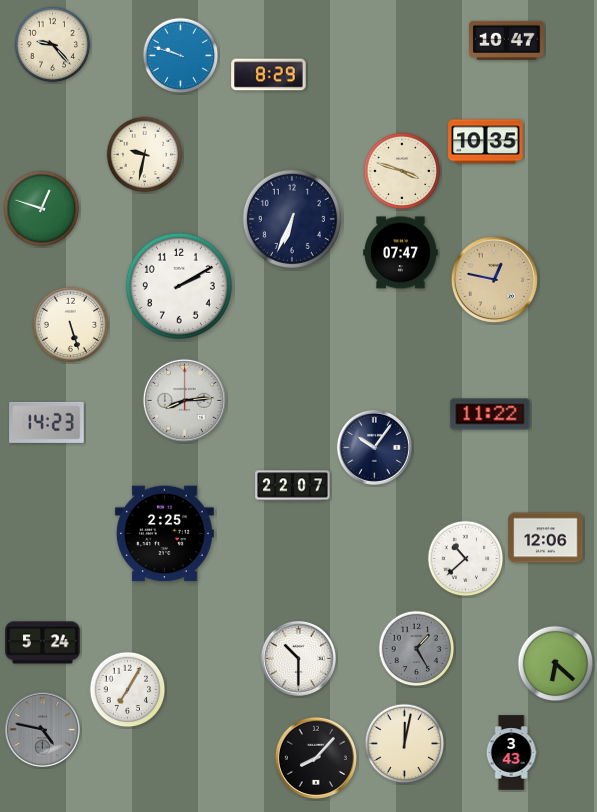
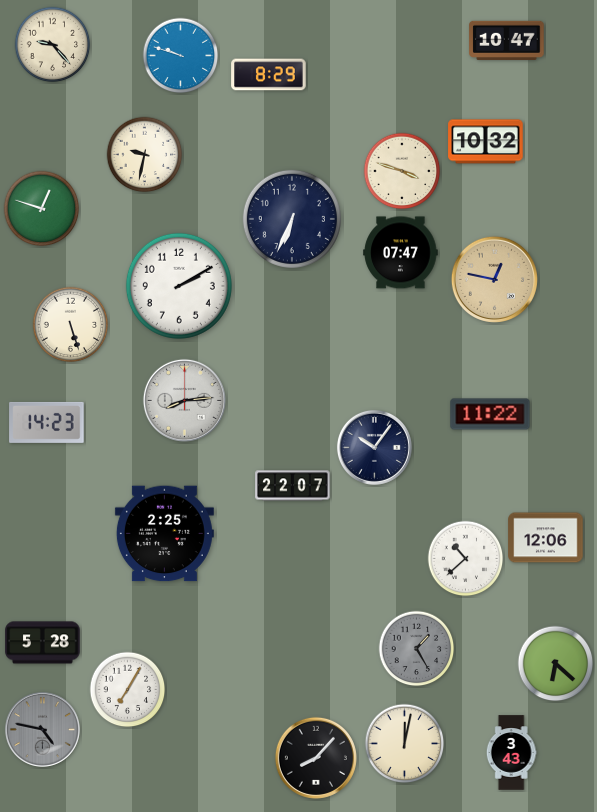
clock at (486, 142): 10:35 -> 10:32
clock at (43, 643): 5:24 -> 5:28
clock at (298, 658): 10:30 -> none
